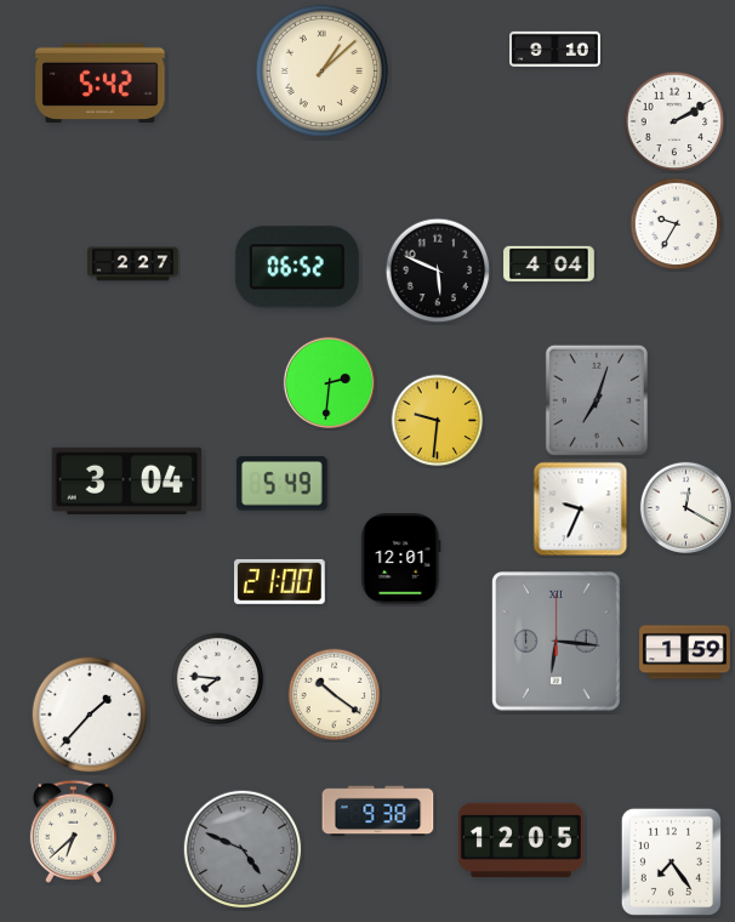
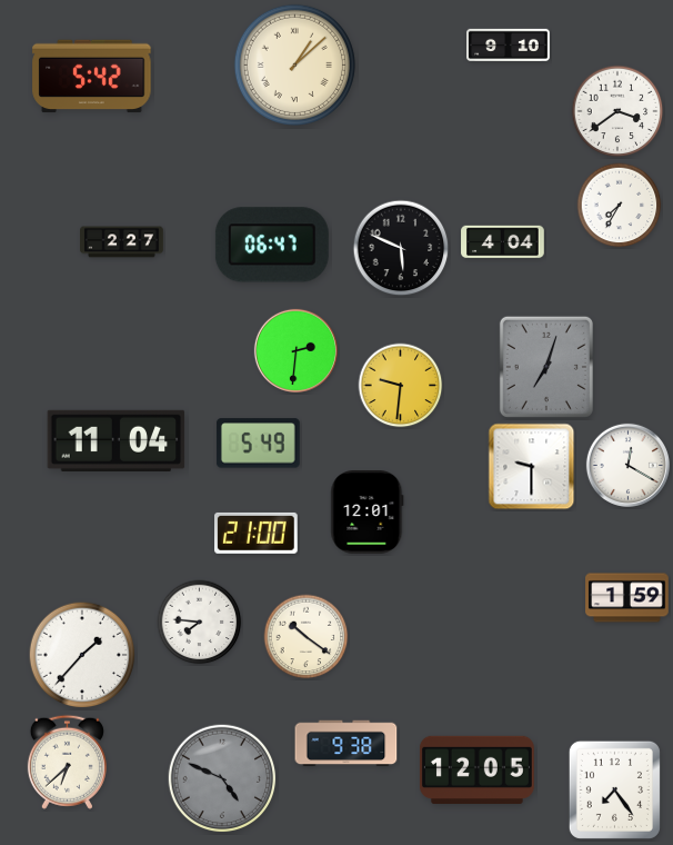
clock at (674, 121): 2:10 -> 3:39
clock at (677, 224): 9:35 -> 7:35
clock at (297, 267): 06:52 -> 06:47
clock at (329, 382) position: (329, 382) -> (295, 350)
clock at (127, 480): 3:04 -> 11:04
clock at (581, 510): 9:34 -> 9:30
clock at (557, 642): 6:16 -> none
